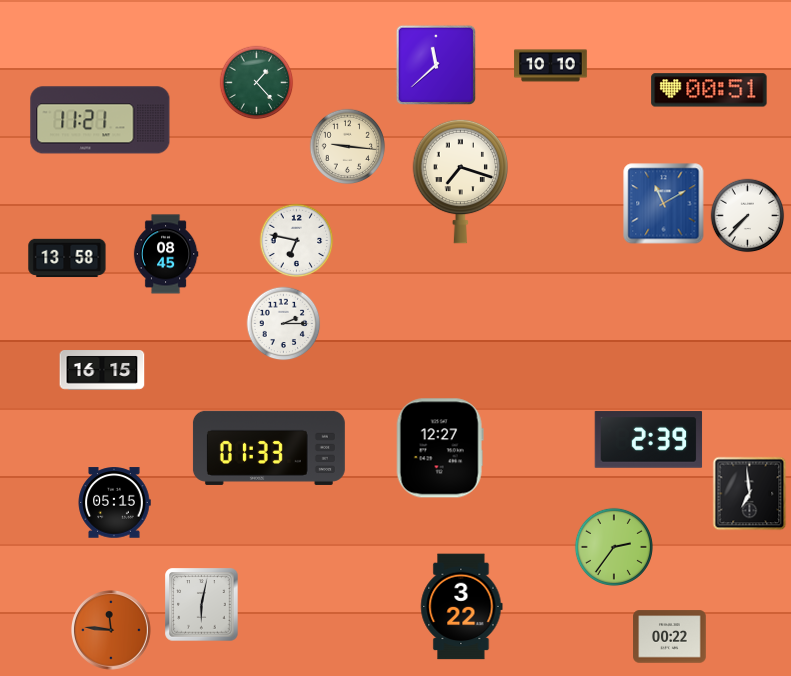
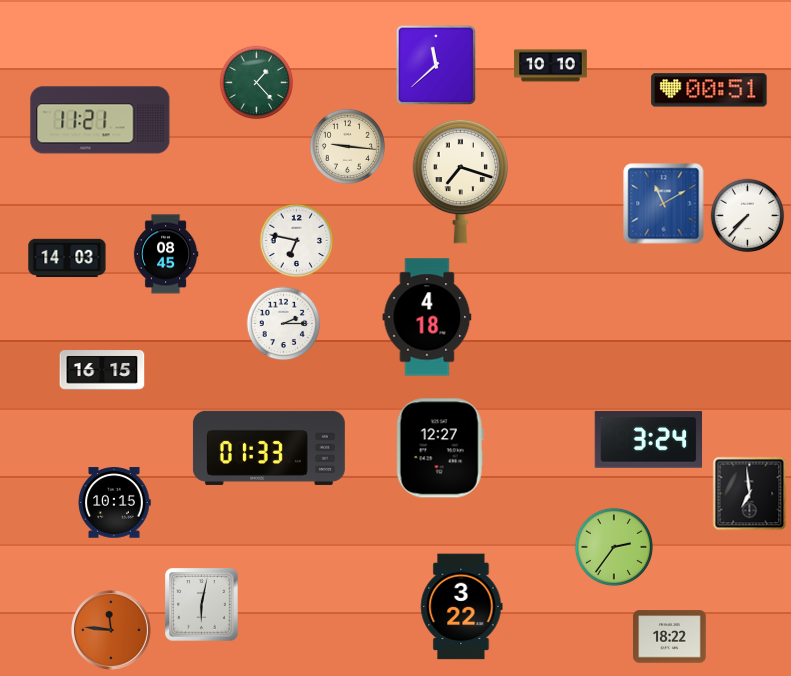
clock at (67, 258): 13:58 -> 14:03
clock at (427, 317): none -> 4:18
clock at (649, 440): 2:39 -> 3:24
clock at (114, 503): 05:15 -> 10:15
clock at (670, 637): 00:22 -> 18:22
